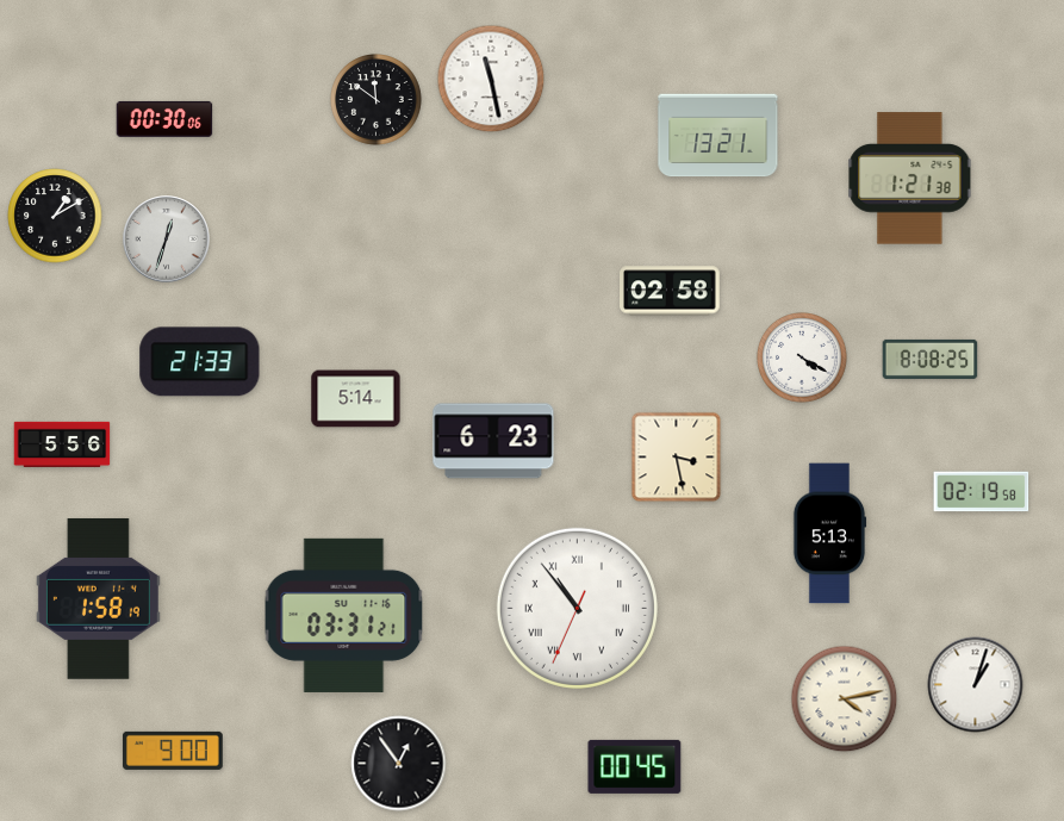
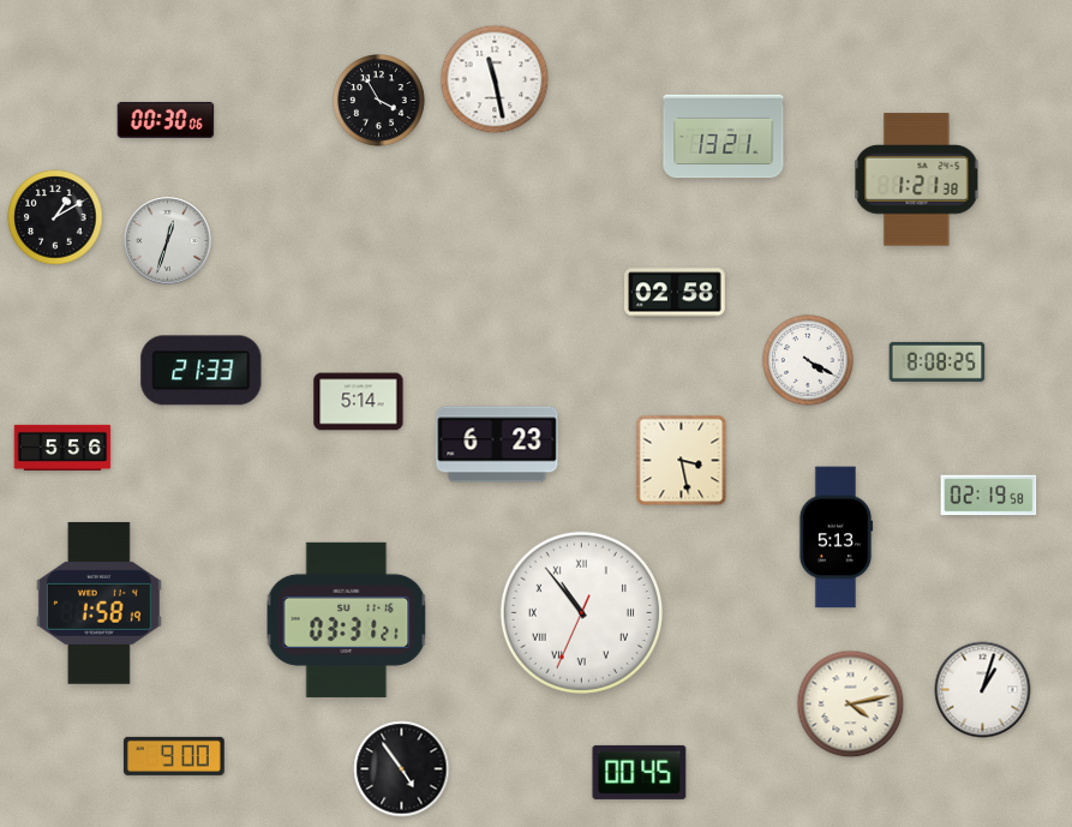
clock at (377, 100): 11:51 -> 3:55
clock at (200, 362) position: (200, 362) -> (202, 371)
clock at (399, 764): 12:54 -> 4:54
